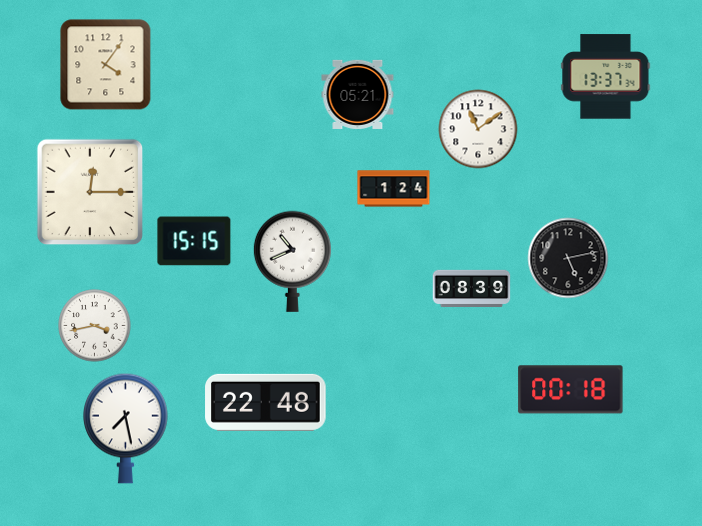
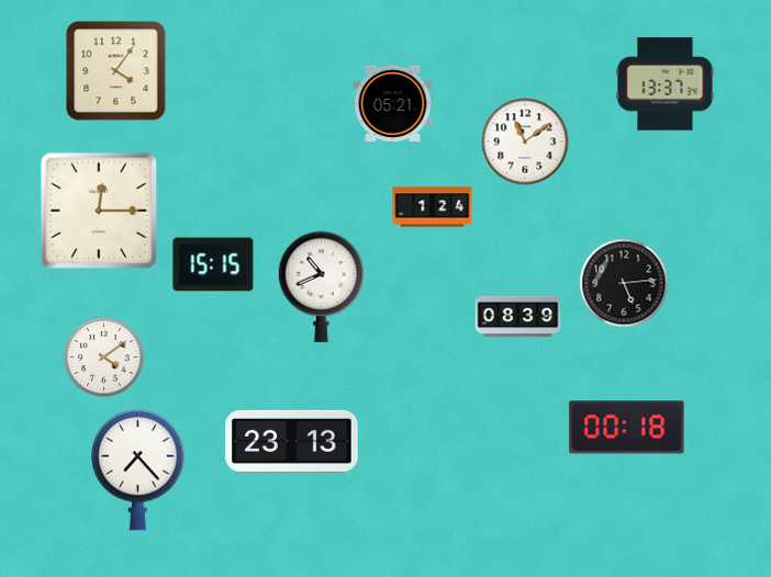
clock at (568, 258): 5:13 -> 5:14
clock at (95, 326): 3:43 -> 4:09
clock at (266, 402): 22:48 -> 23:13
clock at (126, 428): 7:28 -> 7:23
